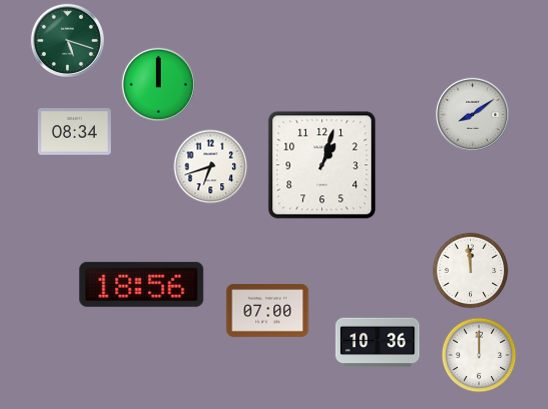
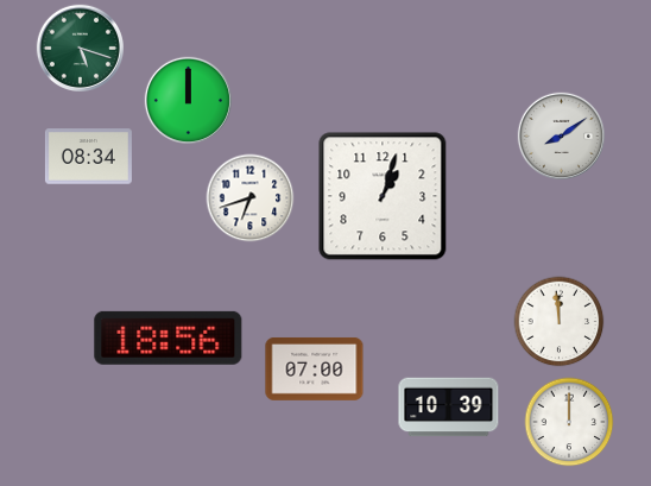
clock at (268, 310) position: (268, 310) -> (315, 368)
clock at (378, 343): 10:36 -> 10:39
